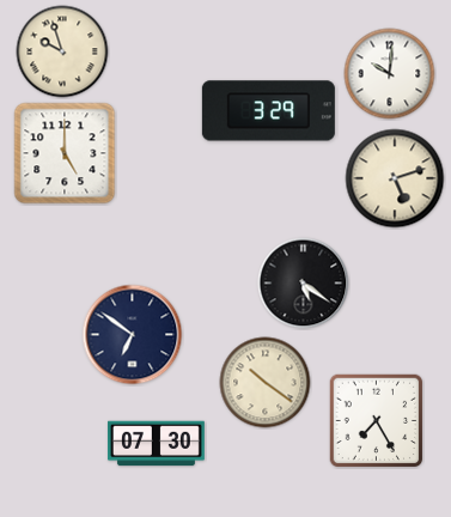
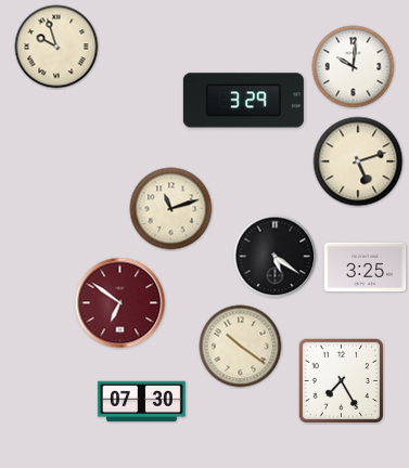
clock at (65, 153): 5:00 -> none
clock at (171, 209): none -> 11:12
clock at (366, 268): none -> 3:25
clock at (133, 335) dial: navy -> burgundy
